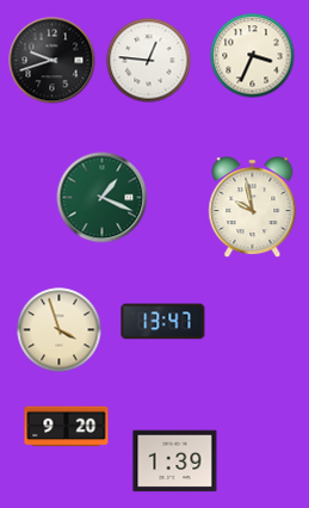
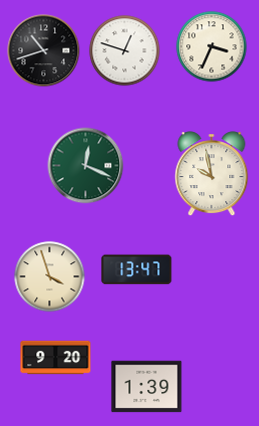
clock at (52, 61): 9:42 -> 10:42
clock at (149, 61): 12:46 -> 12:48
clock at (103, 198): 1:19 -> 12:19
